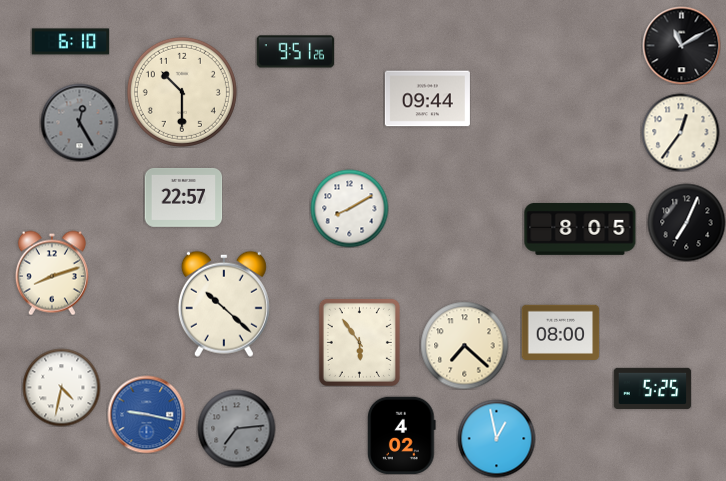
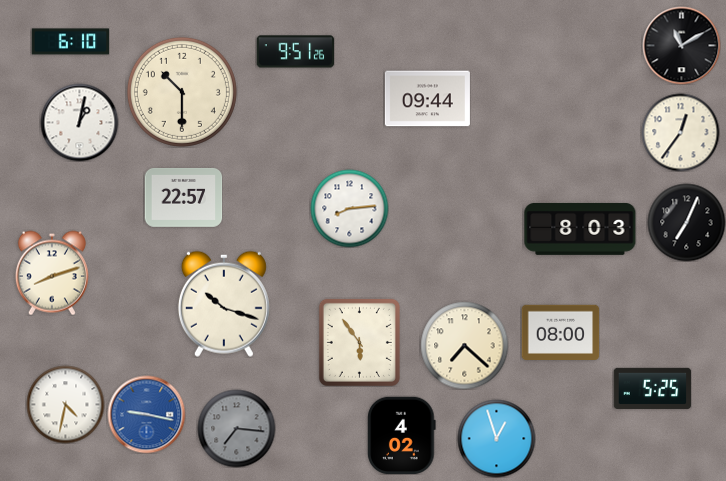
clock at (79, 122): 12:25 -> 1:02
clock at (79, 122) dial: grey -> white
clock at (349, 208): 8:10 -> 8:14
clock at (580, 229): 8:05 -> 8:03
clock at (224, 304): 10:22 -> 10:18
clock at (61, 387) position: (61, 387) -> (65, 404)
clock at (236, 428): 7:14 -> 7:16
clock at (496, 438): 12:58 -> 12:57
